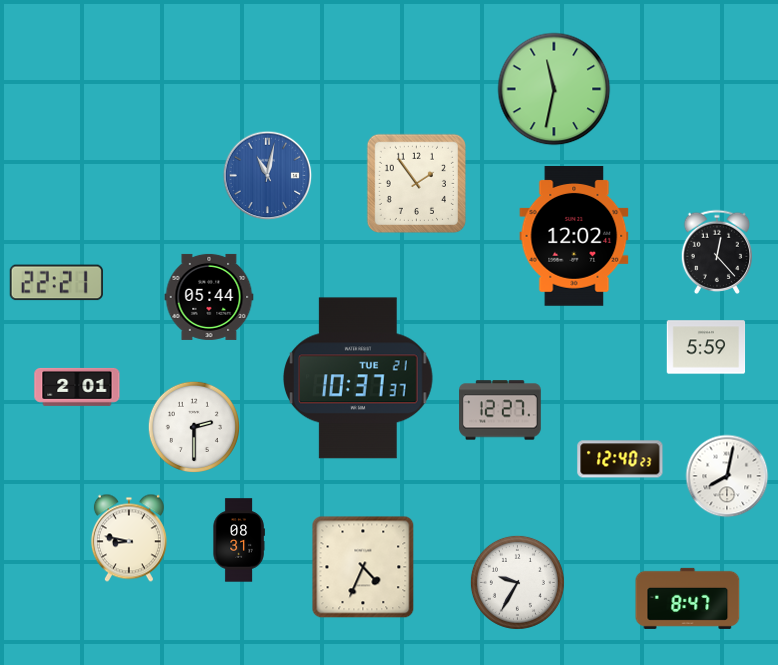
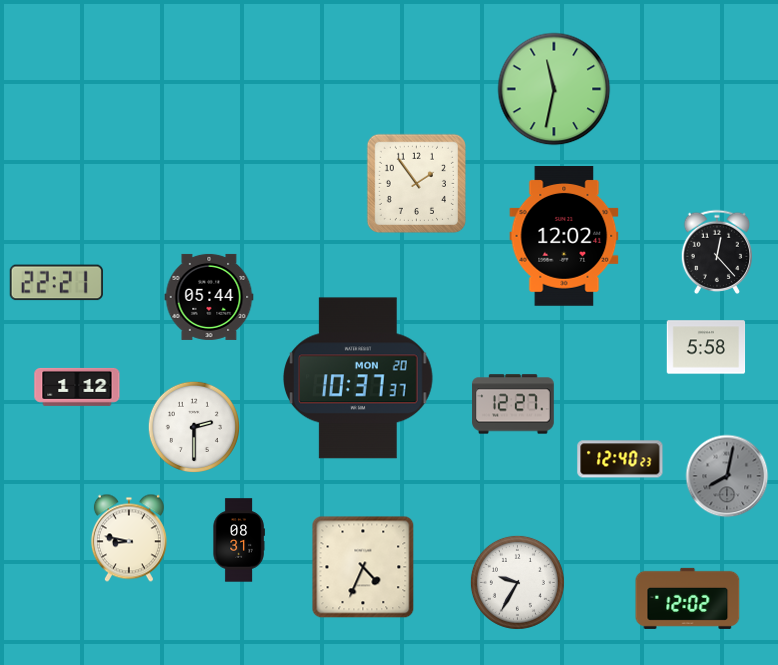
clock at (268, 176): 11:02 -> none
clock at (574, 237) position: (574, 237) -> (564, 237)
clock at (706, 347): 5:59 -> 5:58
clock at (359, 378) date: TUE 21 -> MON 20
clock at (77, 387): 2:01 -> 1:12
clock at (500, 410) position: (500, 410) -> (513, 404)
clock at (727, 476) dial: white -> grey
clock at (688, 598): 8:47 -> 12:02
